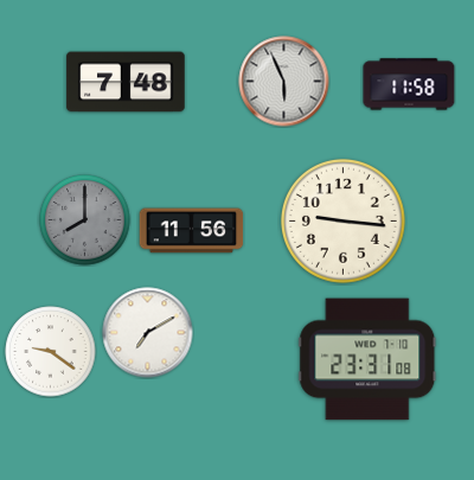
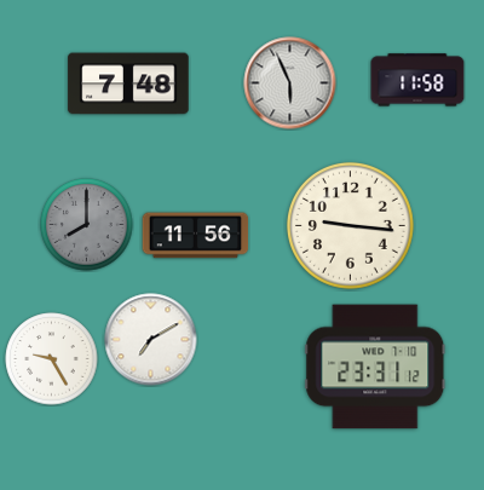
clock at (409, 84) position: (409, 84) -> (417, 80)
clock at (51, 352): 9:21 -> 9:25
clock at (367, 359): 23:31:08 -> 23:31:12
